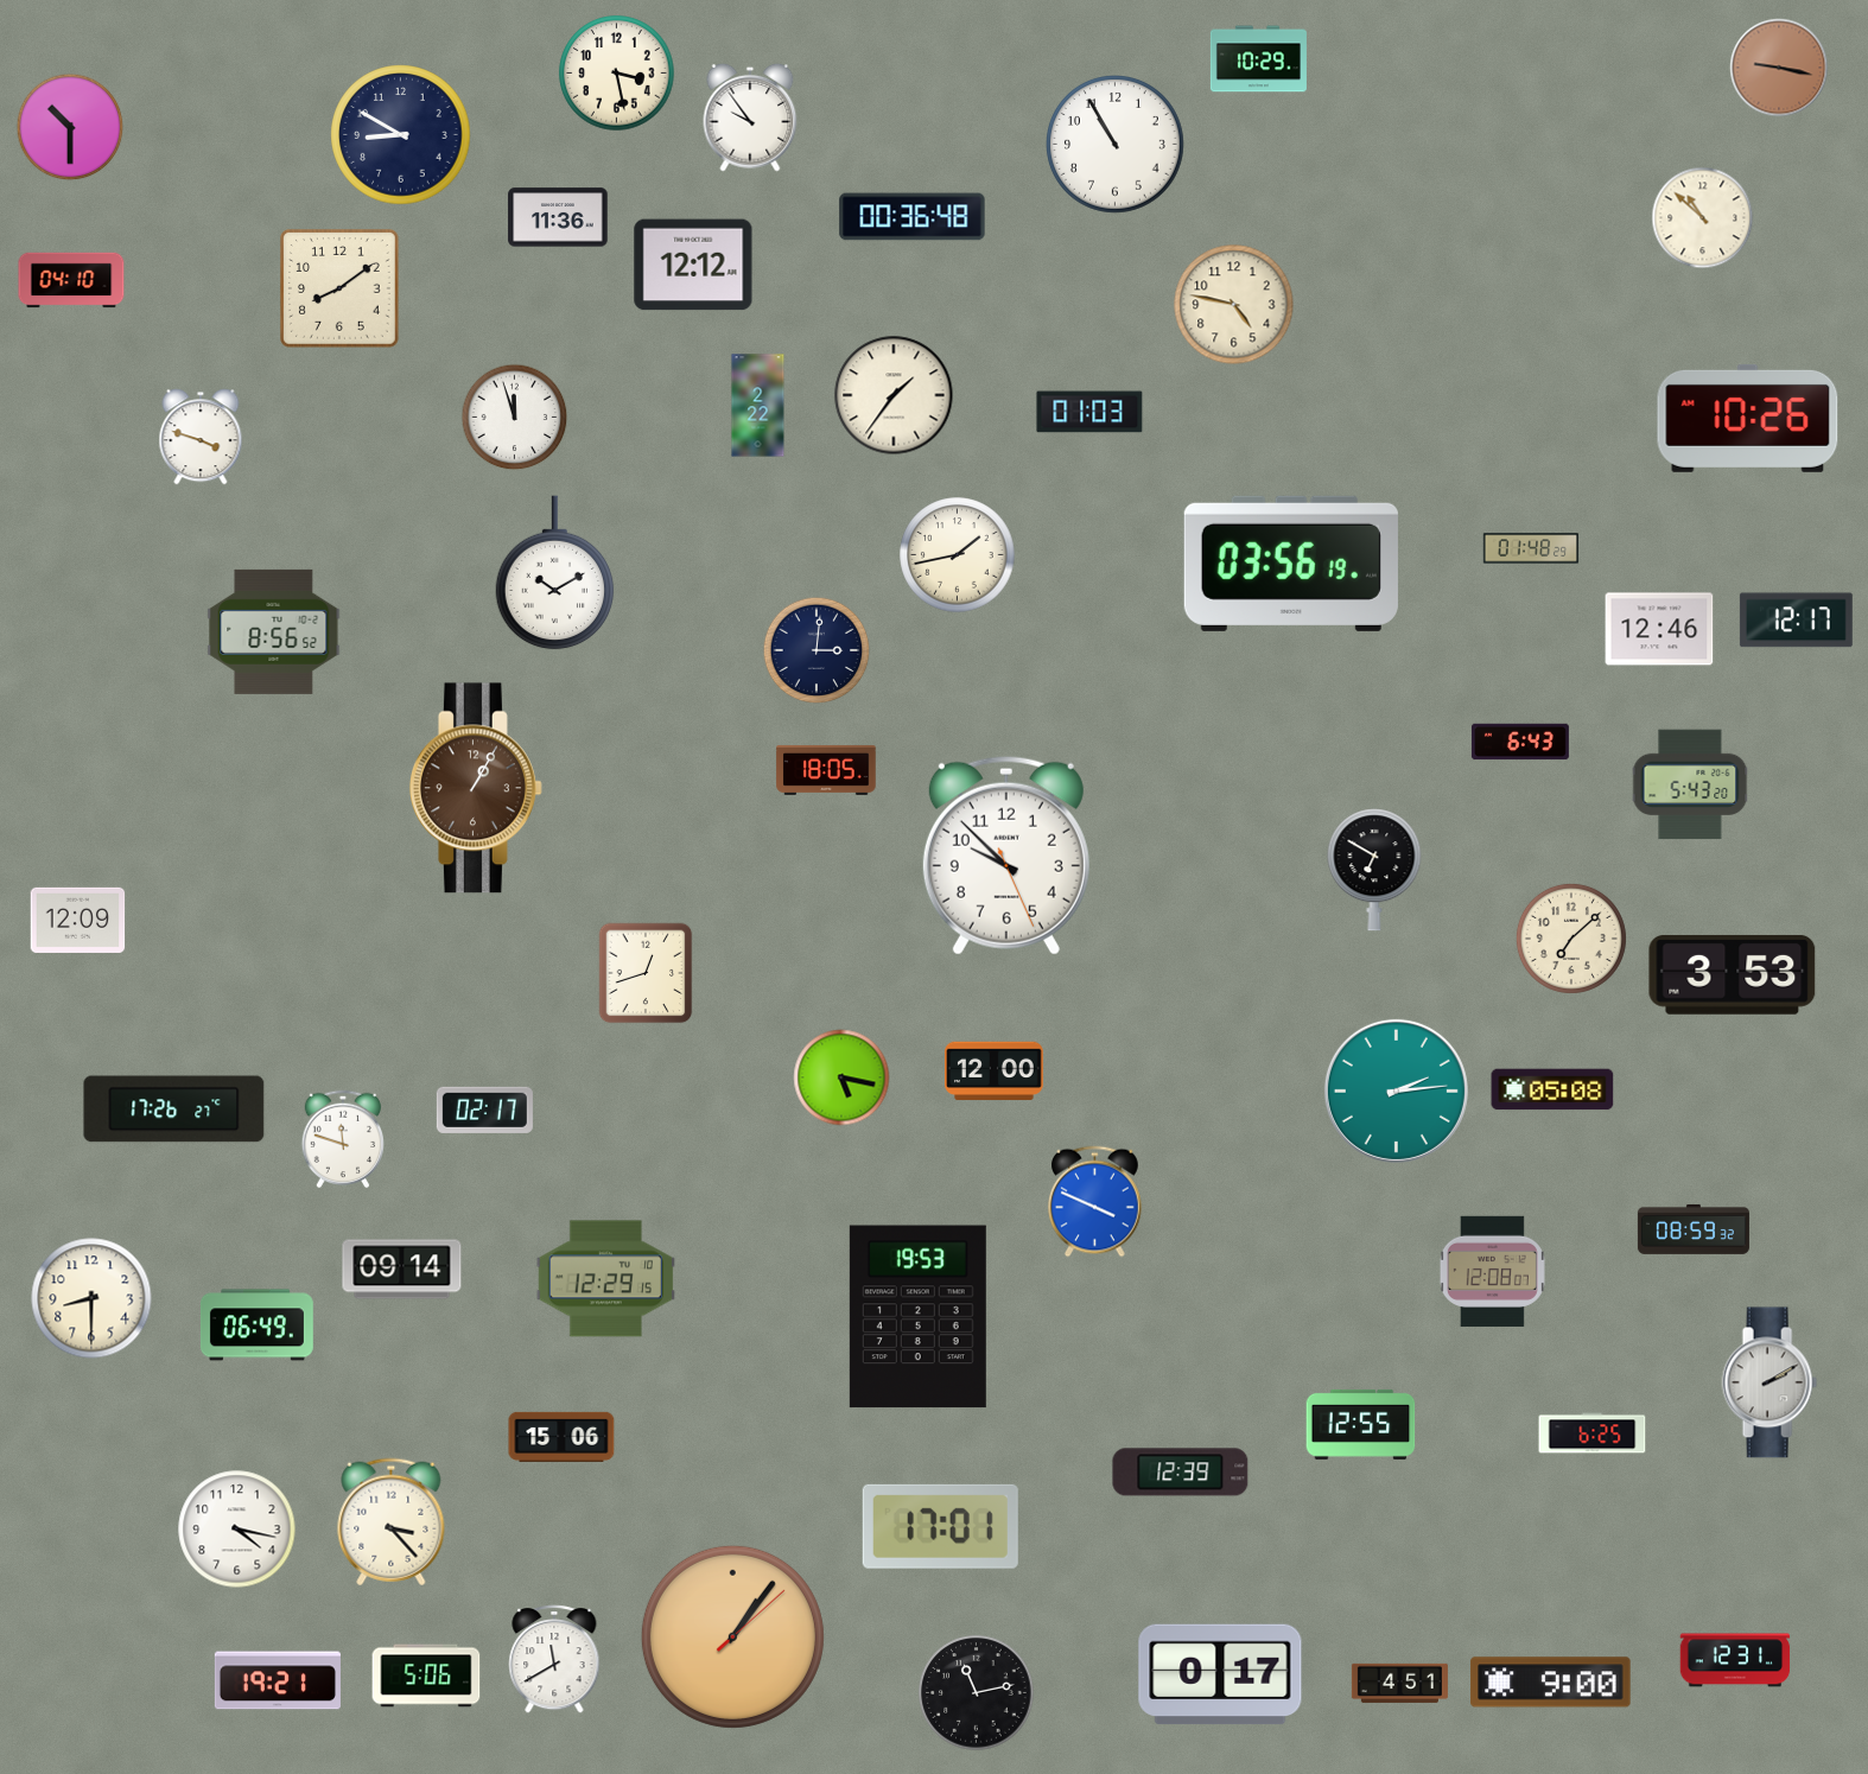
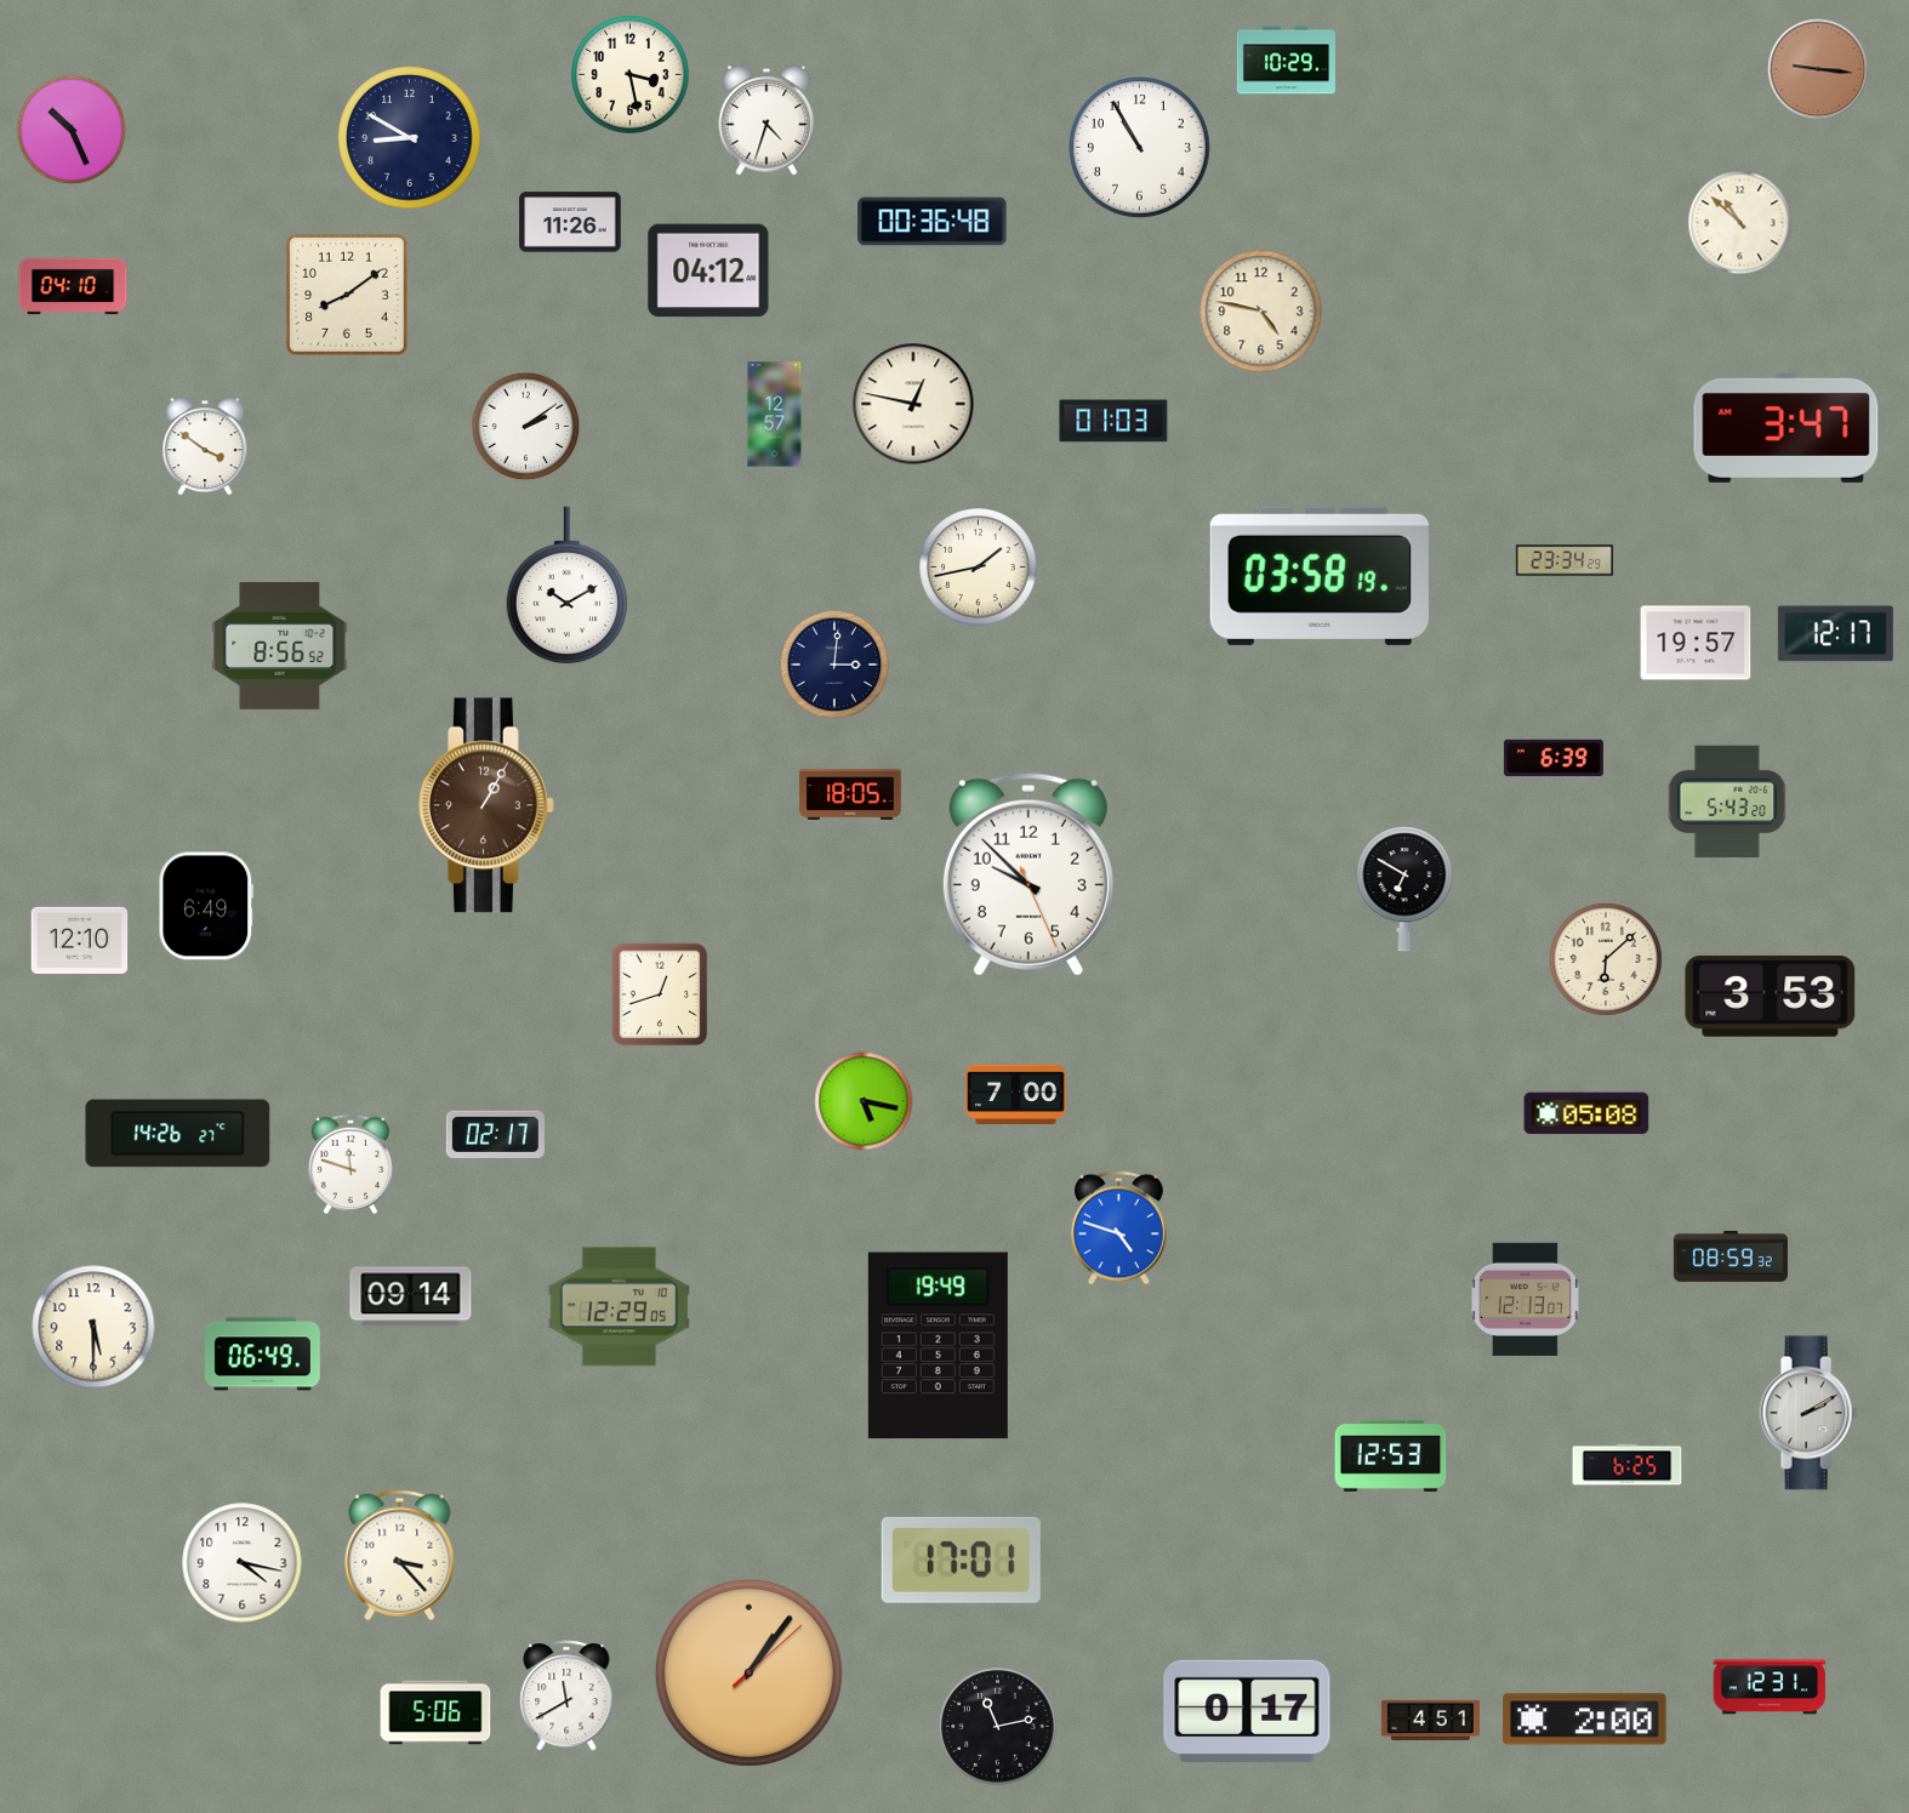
clock at (1779, 68): 9:17 -> 9:16
clock at (750, 117): 9:54 -> 4:33
clock at (70, 127): 10:30 -> 10:26
clock at (558, 217): 11:36 -> 11:26
clock at (693, 265): 12:12 -> 04:12
clock at (894, 395): 1:36 -> 12:47
clock at (758, 406): 2:22 -> 12:57
clock at (515, 418): 11:57 -> 2:09
clock at (1748, 418): 10:26 -> 3:47
clock at (201, 437): 3:48 -> 3:51
clock at (1531, 548): 01:48 -> 23:34
clock at (1291, 564): 03:56 -> 03:58
clock at (1659, 629): 12:46 -> 19:57
clock at (1520, 742): 6:43 -> 6:39
clock at (826, 770) position: (826, 770) -> (850, 794)
clock at (206, 906): none -> 6:49
clock at (78, 920): 12:09 -> 12:10
clock at (1571, 939): 7:08 -> 6:08
clock at (995, 1072): 12:00 -> 7:00
clock at (841, 1077) position: (841, 1077) -> (864, 1101)
clock at (1396, 1091): 2:14 -> none
clock at (174, 1109): 17:26 -> 14:26
clock at (1095, 1202): 3:49 -> 4:48
clock at (1492, 1271): 12:08 -> 12:13
clock at (605, 1279): 12:29:15 -> 12:29:05
clock at (91, 1298): 8:30 -> 5:30
clock at (917, 1317): 19:53 -> 19:49
clock at (1361, 1424): 12:55 -> 12:53
clock at (561, 1437): 15:06 -> none
clock at (1181, 1473): 12:39 -> none
clock at (1735, 1660) position: (1735, 1660) -> (1770, 1687)
clock at (278, 1680): 19:21 -> none
clock at (1551, 1683): 9:00 -> 2:00
clock at (977, 1693) position: (977, 1693) -> (998, 1727)
